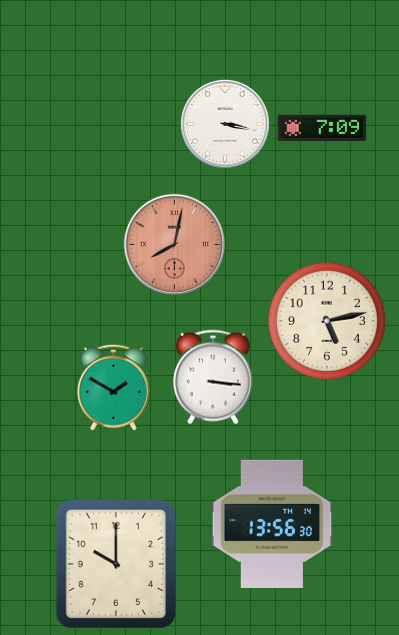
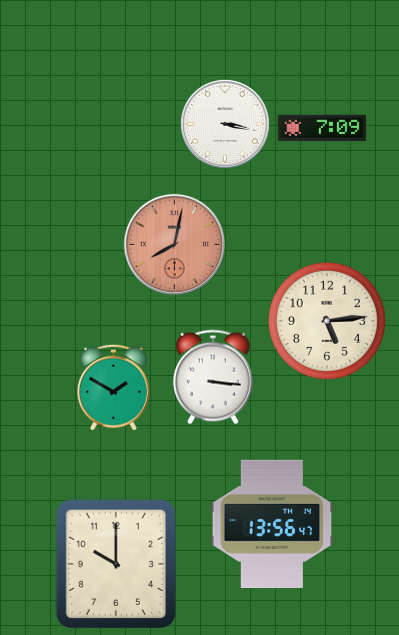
clock at (327, 321): 5:13 -> 5:14
clock at (272, 523): 13:56:30 -> 13:56:47
